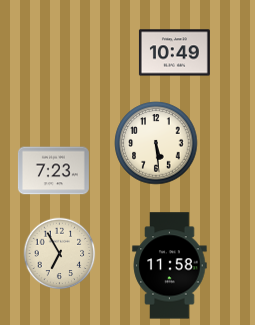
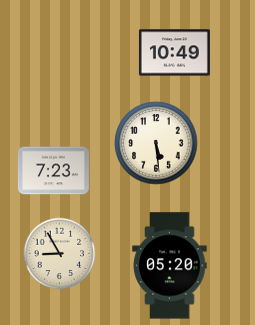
clock at (60, 254): 6:55 -> 8:55
clock at (170, 266): 11:58 -> 05:20
